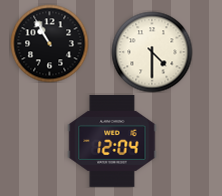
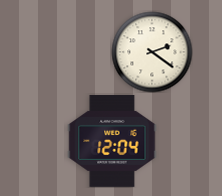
clock at (49, 43): 10:55 -> none
clock at (152, 52): 4:30 -> 2:21
